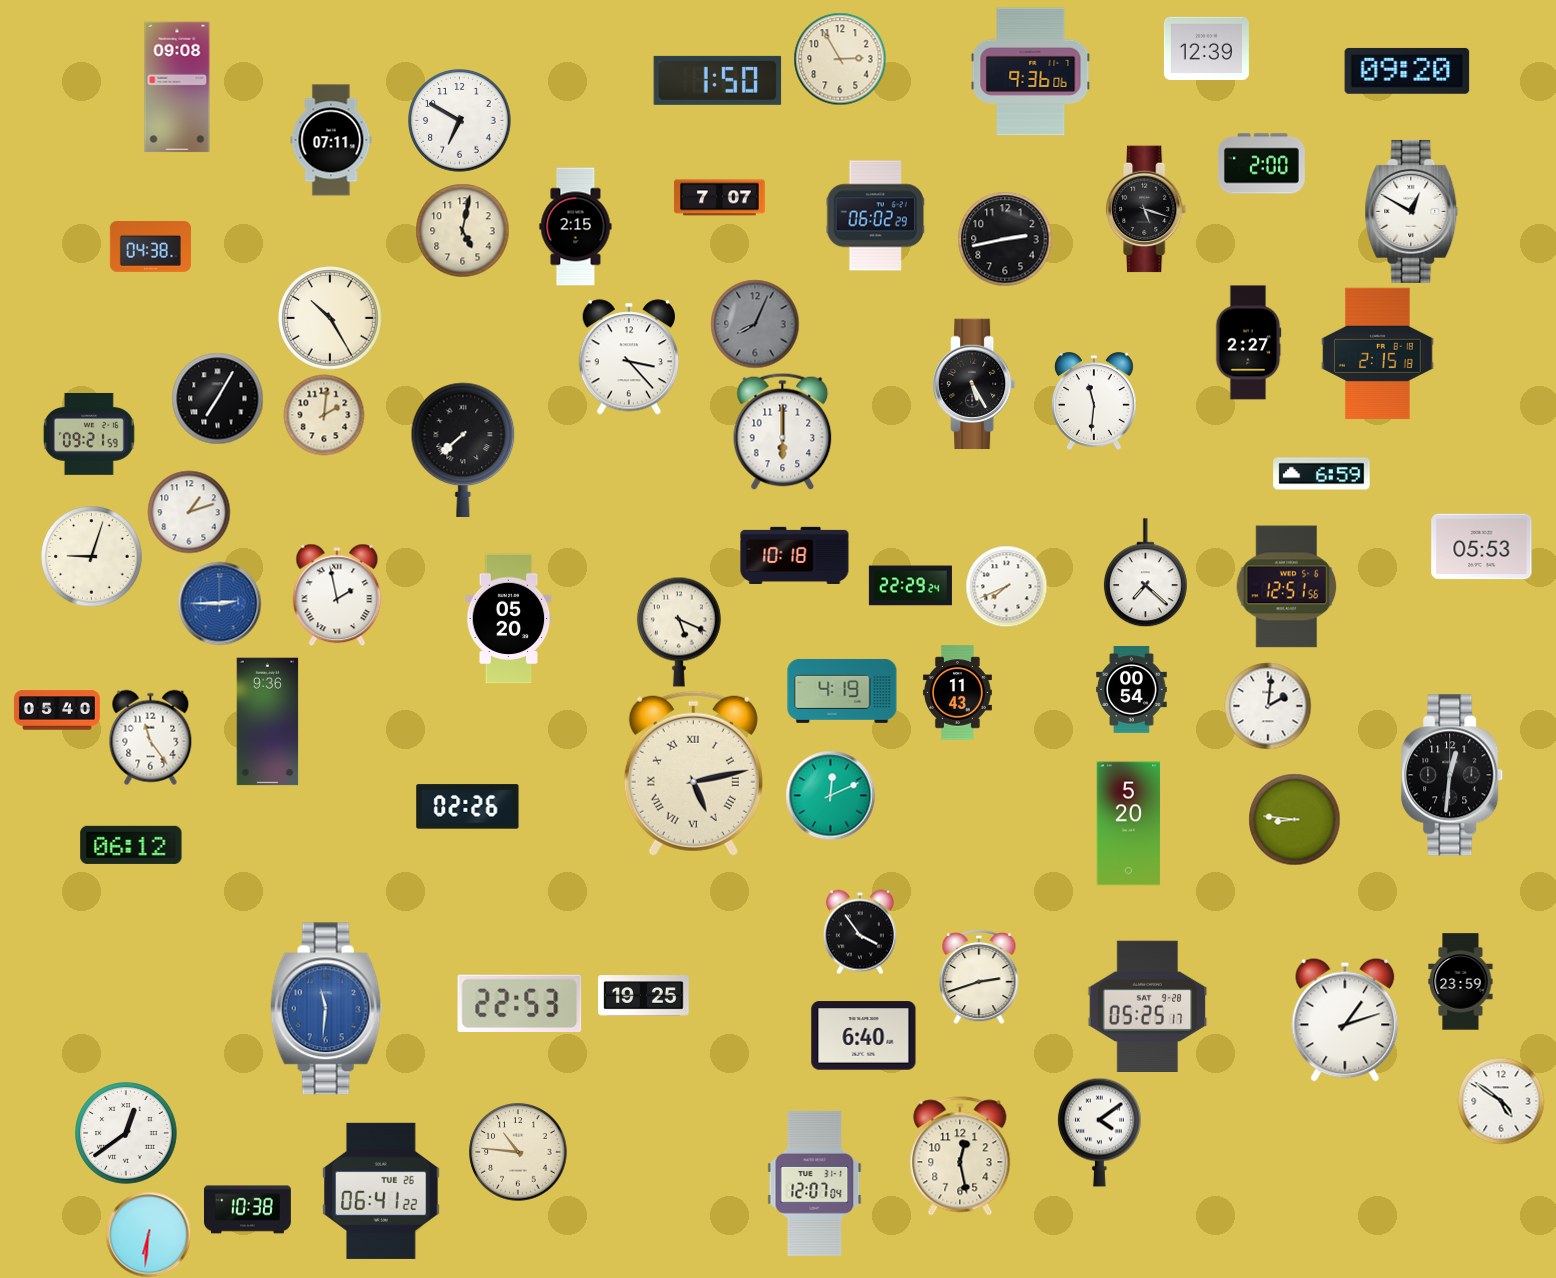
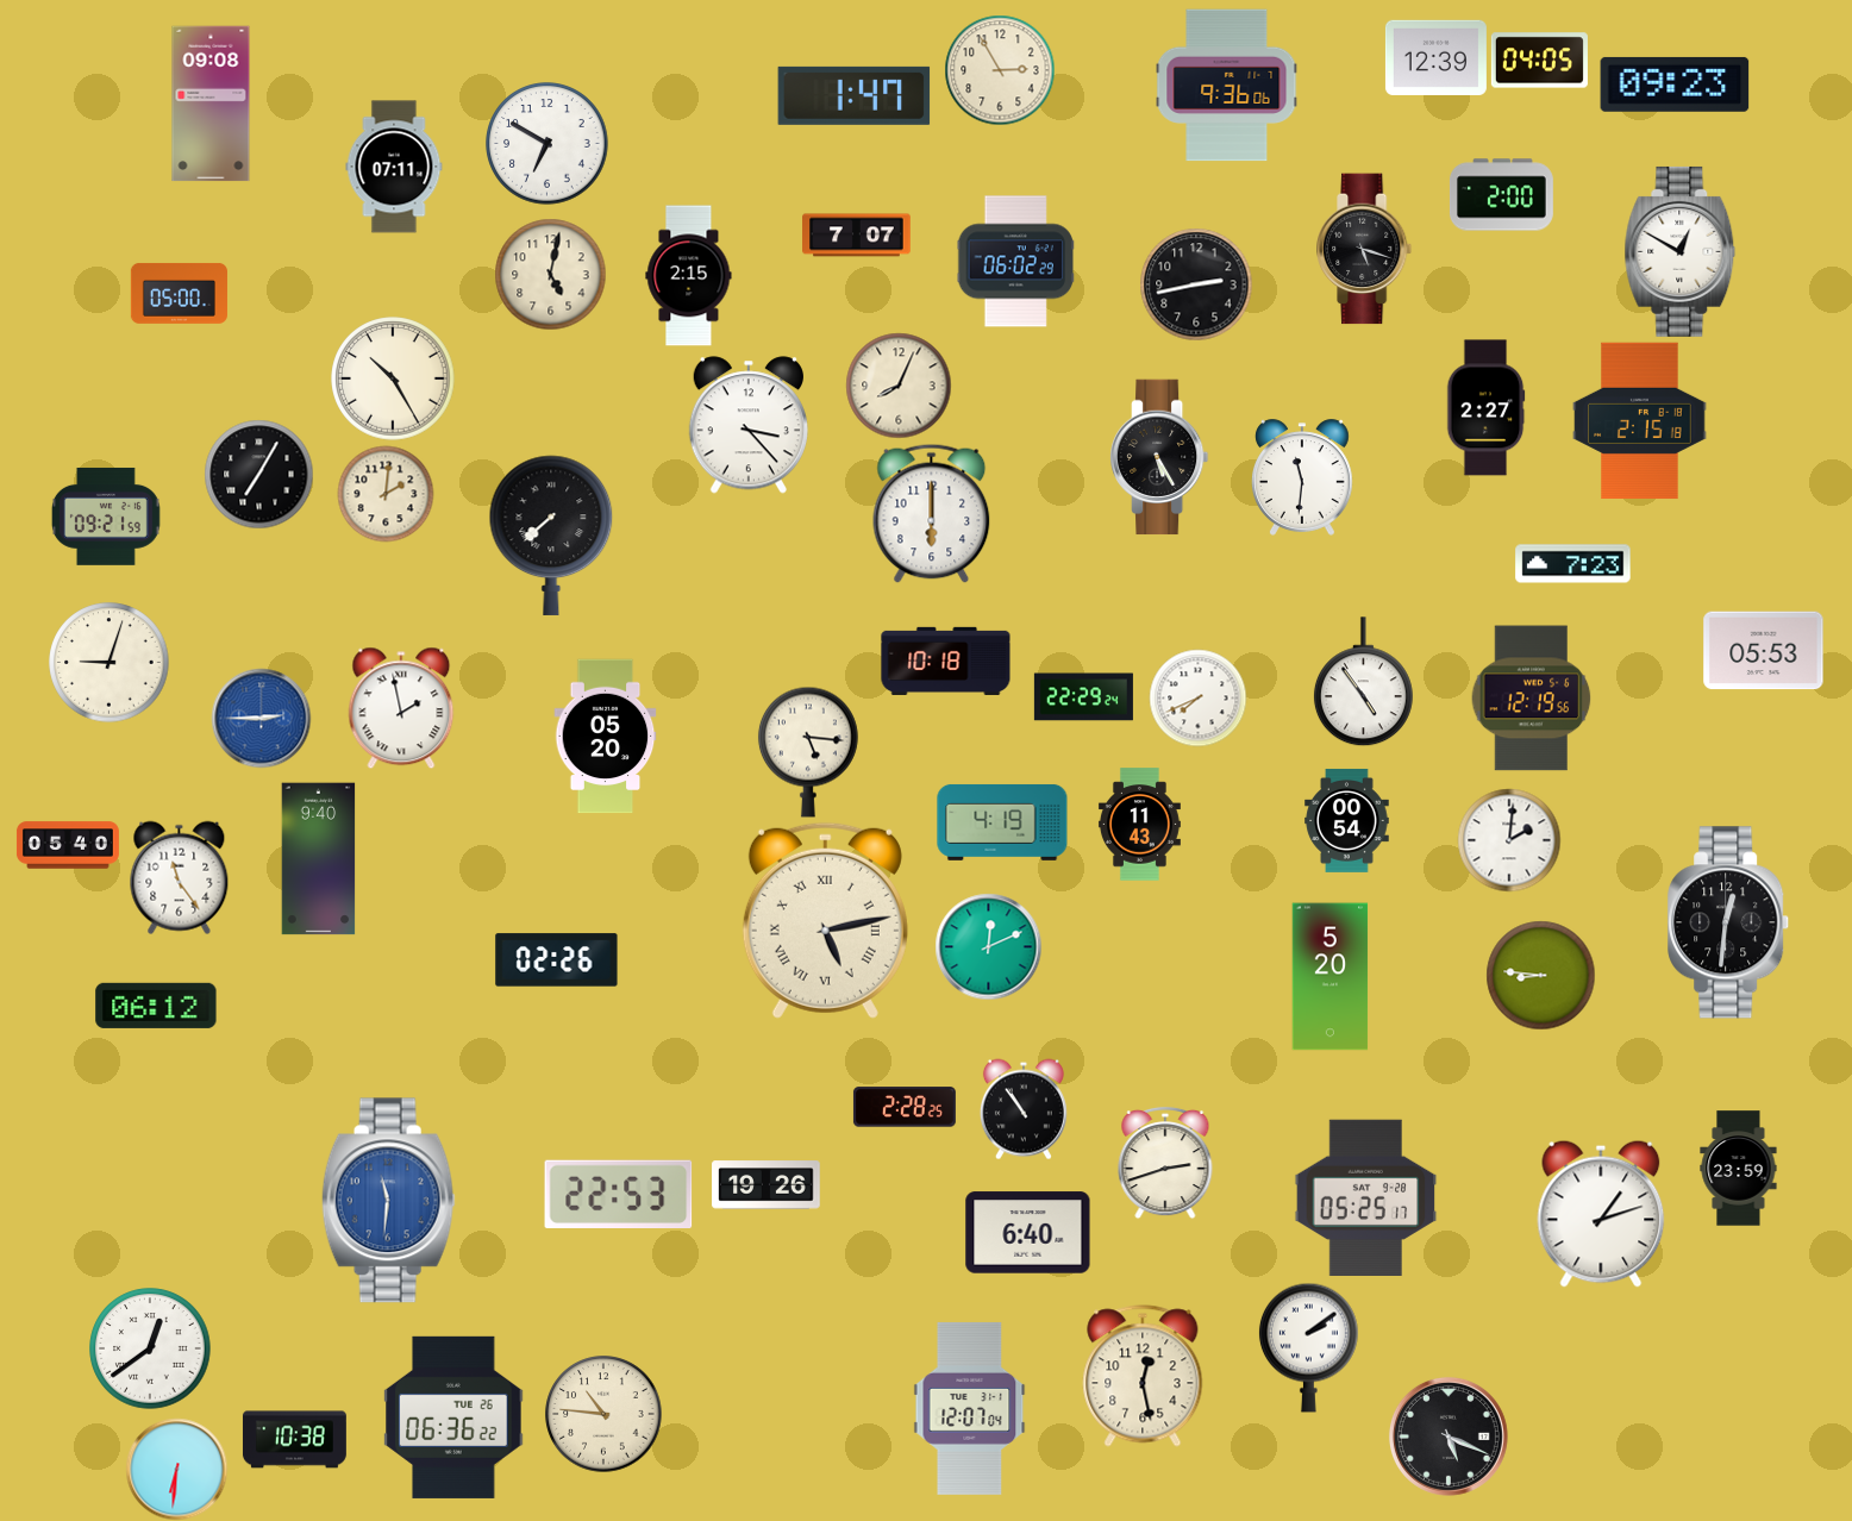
clock at (1539, 61): none -> 04:05
clock at (1407, 71): 09:20 -> 09:23
clock at (718, 80): 1:50 -> 1:47
clock at (876, 216) position: (876, 216) -> (1016, 262)
clock at (576, 227) position: (576, 227) -> (689, 276)
clock at (150, 247): 04:38 -> 05:00
clock at (755, 324) dial: grey -> cream
clock at (1322, 474): 6:59 -> 7:23
clock at (189, 512): 1:12 -> none
clock at (1145, 573): 7:22 -> 4:54
clock at (1287, 587): 12:51 -> 12:19
clock at (679, 632): 5:19 -> 5:16
clock at (268, 722): 9:36 -> 9:40
clock at (1129, 824) position: (1129, 824) -> (1331, 977)
clock at (905, 1107): none -> 2:28
clock at (860, 932): 3:54 -> 10:54
clock at (644, 996): 19:25 -> 19:26
clock at (1501, 1101): 4:51 -> none
clock at (1099, 1132): 4:09 -> 2:09
clock at (518, 1152) position: (518, 1152) -> (603, 1414)
clock at (381, 1191): 06:41 -> 06:36
clock at (1449, 1436): none -> 5:19
